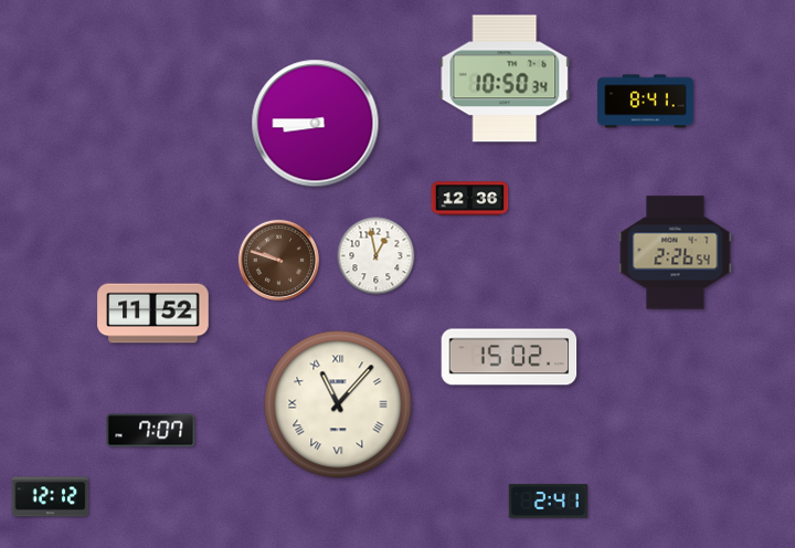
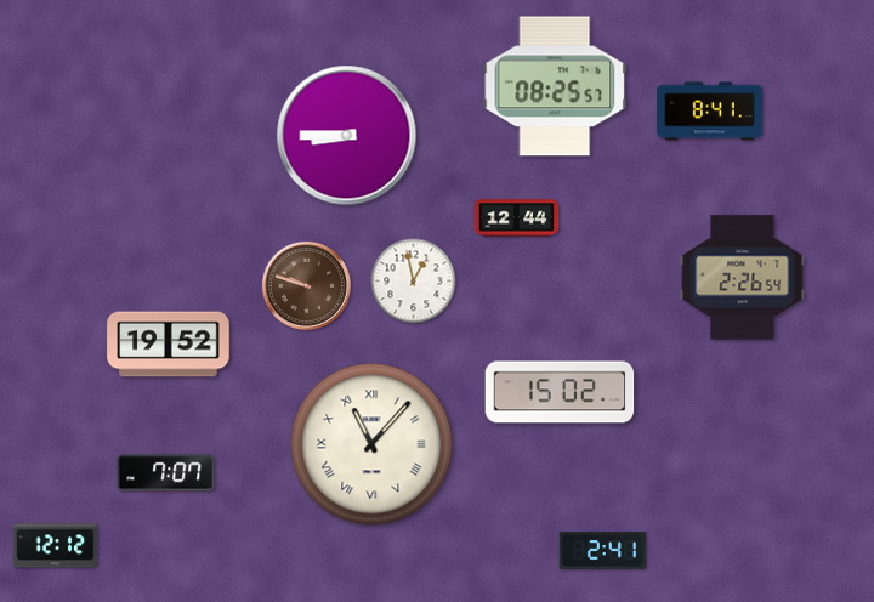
clock at (505, 78): 10:50 -> 08:25
clock at (470, 199): 12:36 -> 12:44
clock at (153, 314): 11:52 -> 19:52
